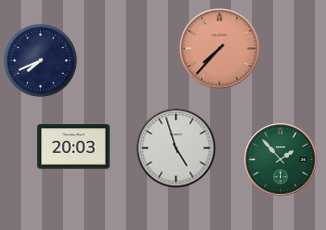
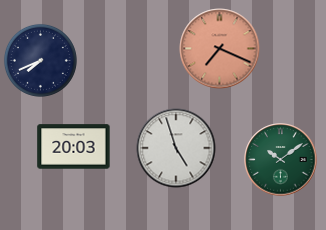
clock at (220, 49): 7:37 -> 7:19
clock at (281, 160): 1:53 -> 10:09
